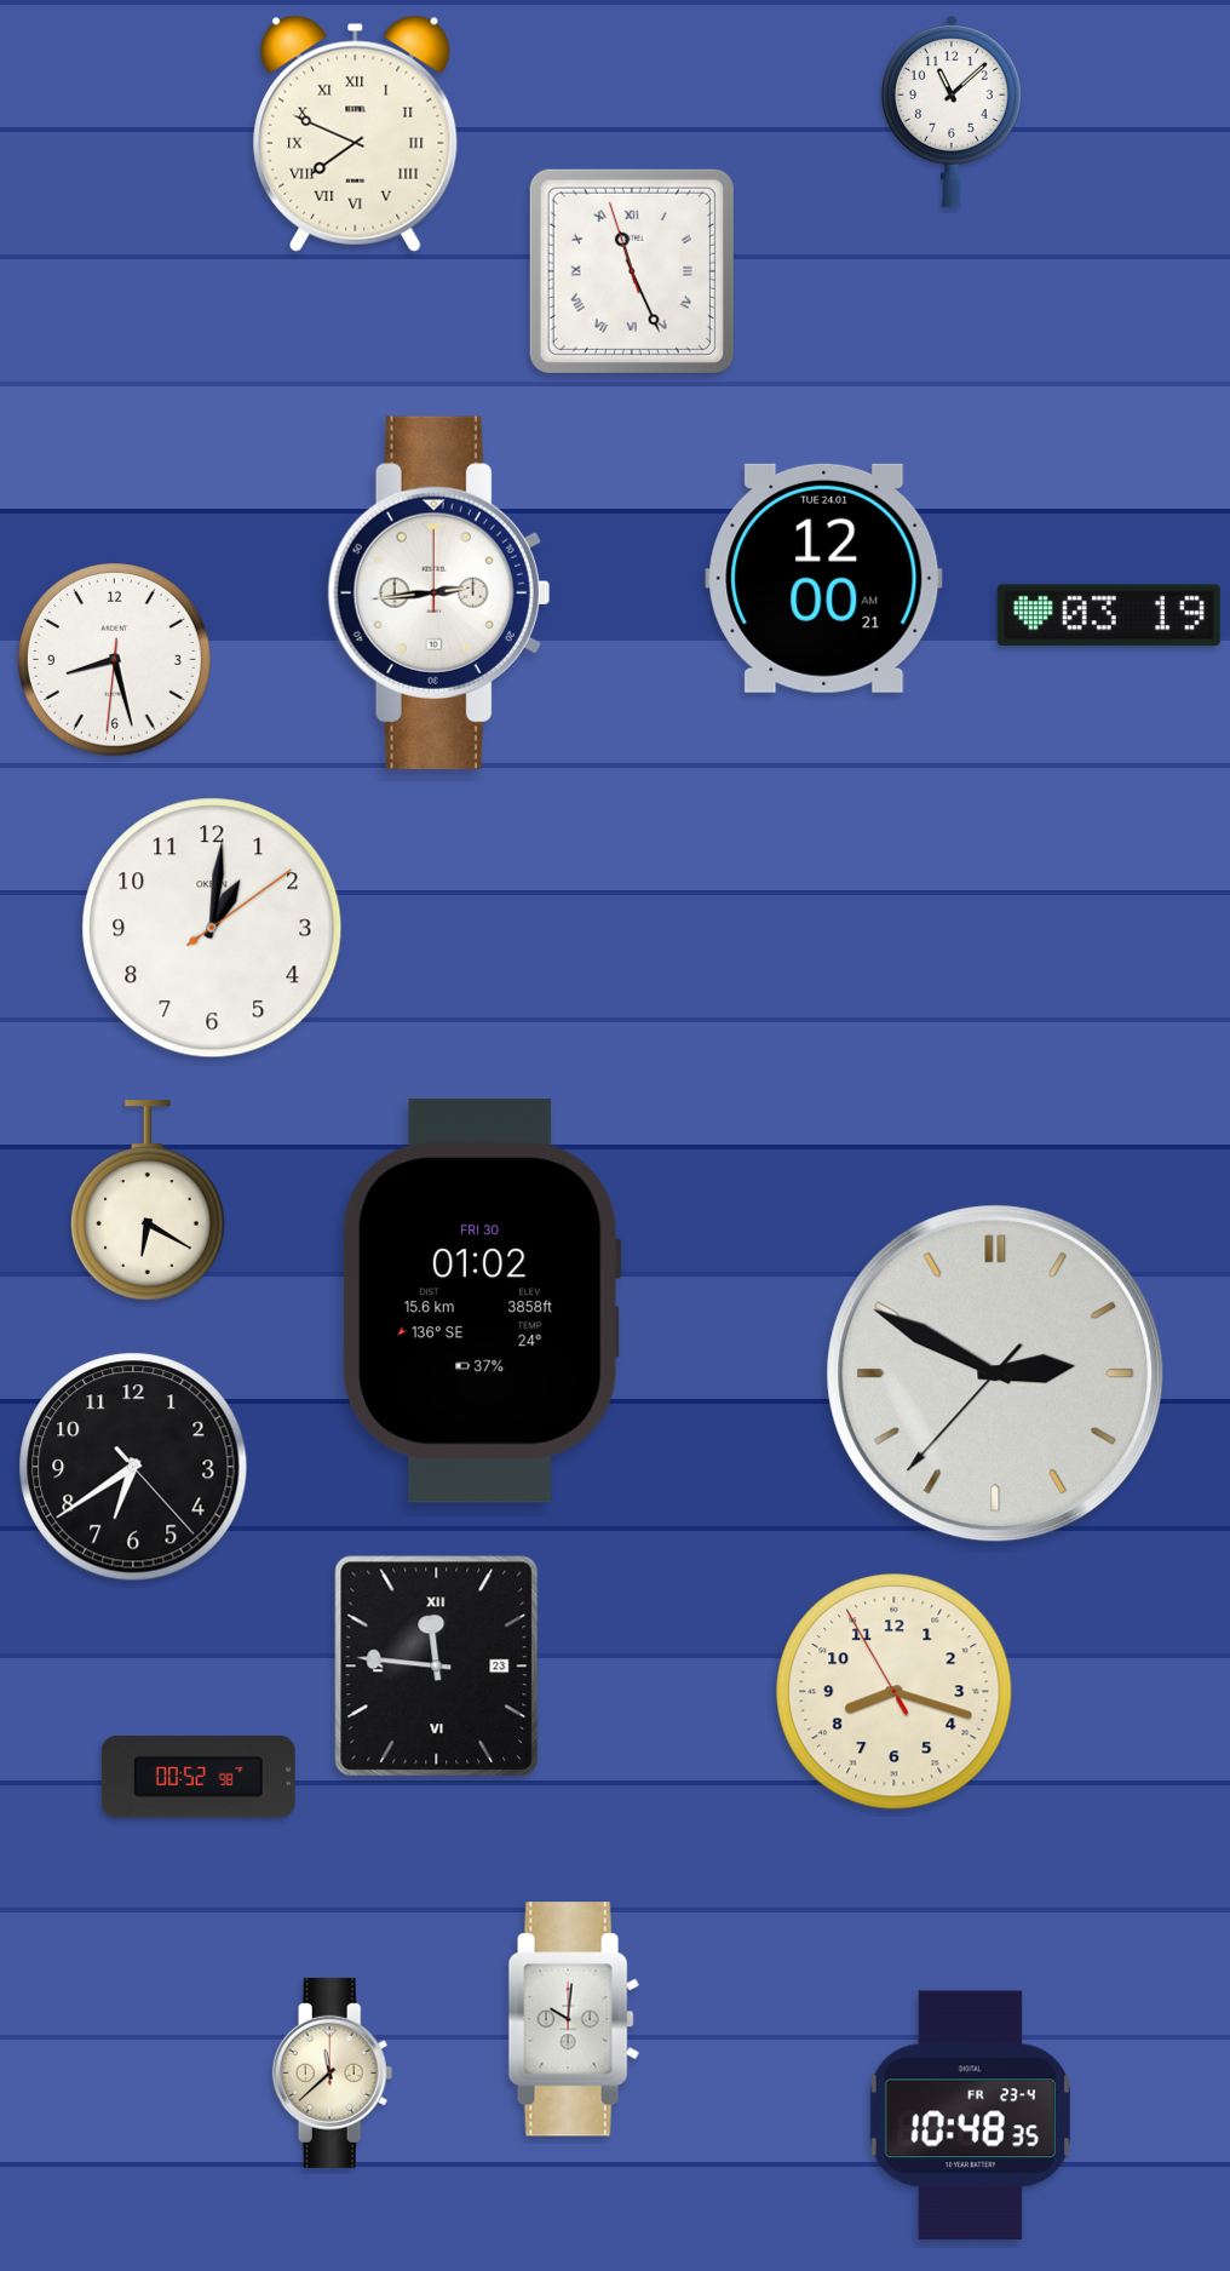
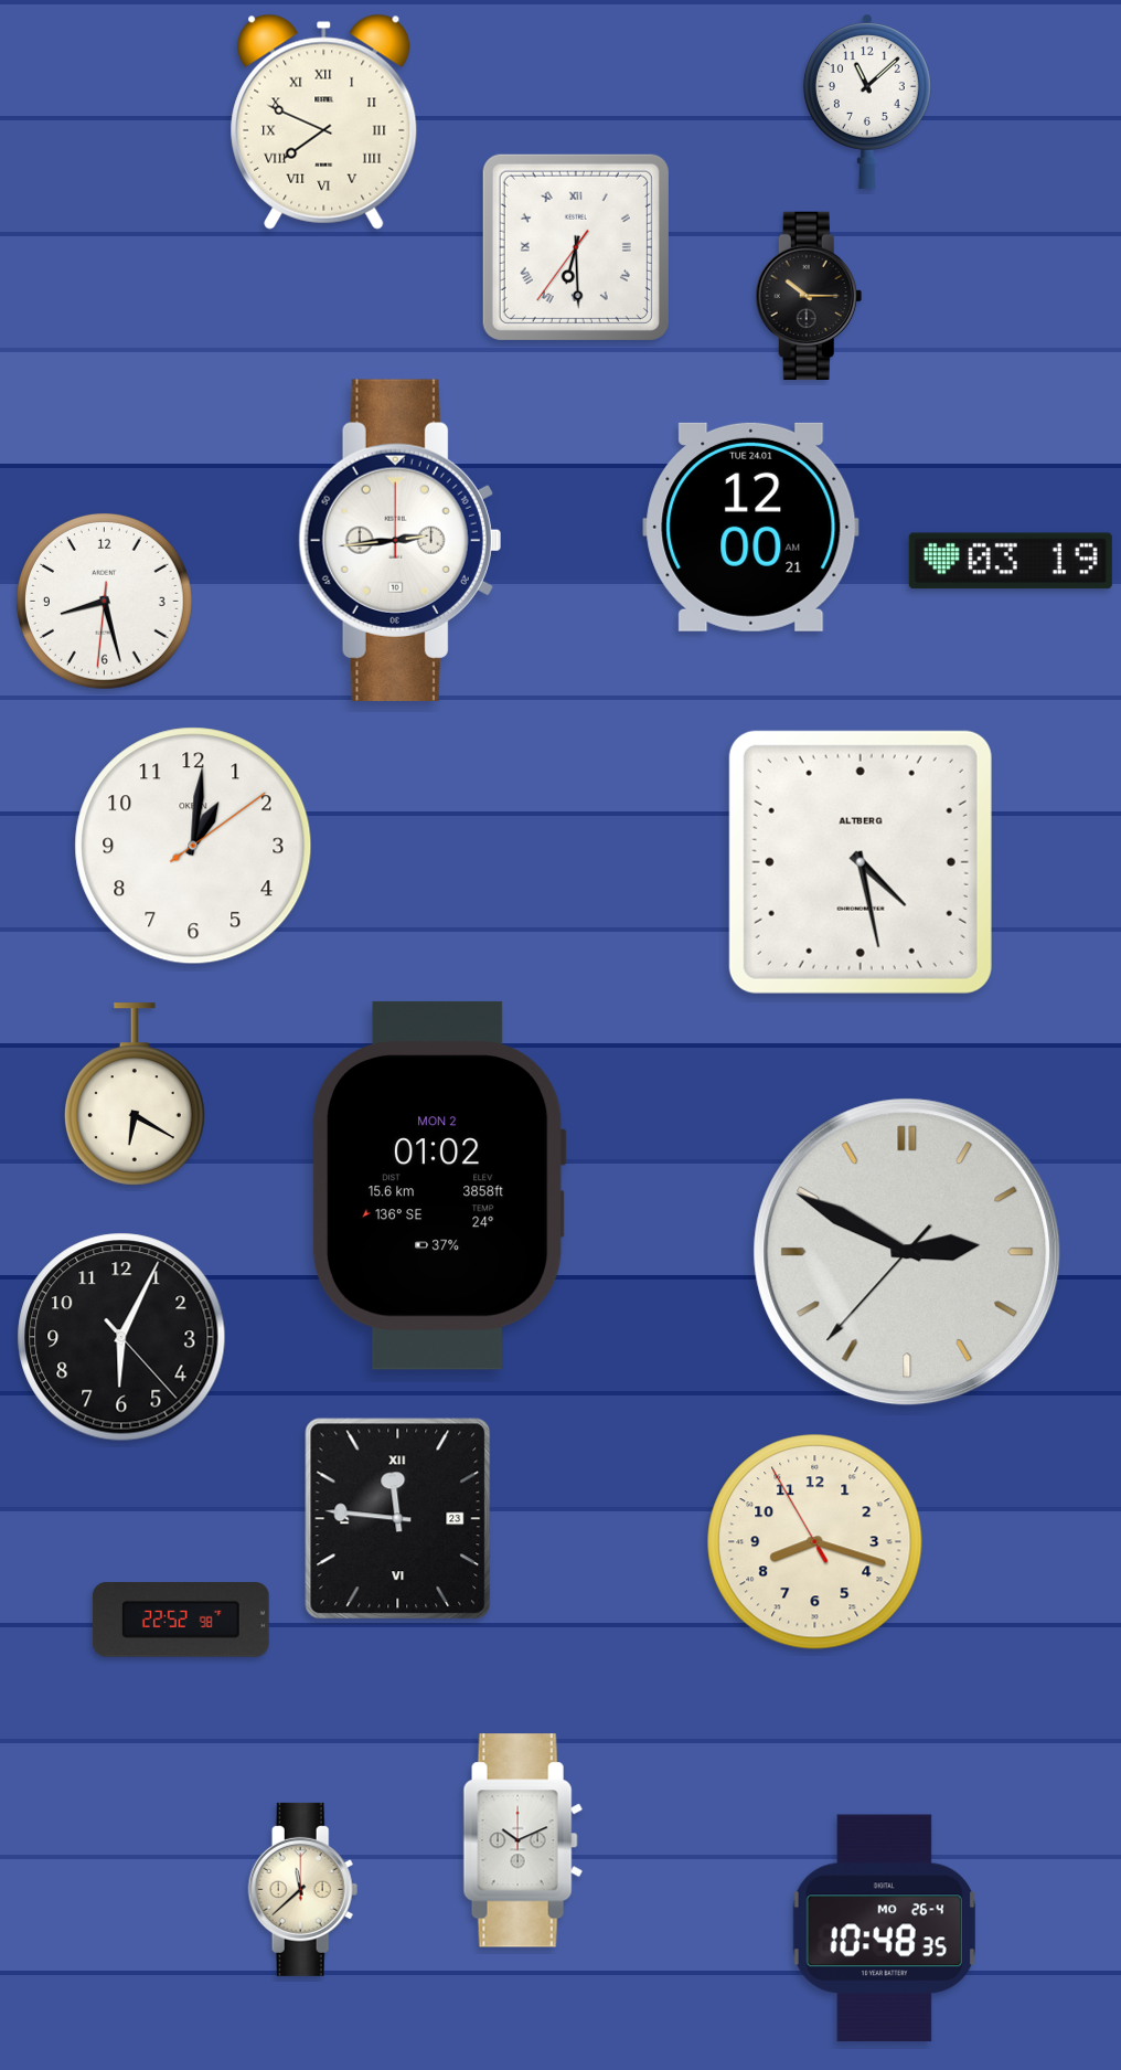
clock at (632, 271): 11:25 -> 6:29
clock at (809, 296): none -> 10:15
clock at (861, 862): none -> 4:28
clock at (482, 1301) date: FRI 30 -> MON 2
clock at (133, 1467): 6:39 -> 6:04
clock at (199, 1778): 00:52 -> 22:52
clock at (574, 2019): 10:01 -> 10:11
clock at (970, 2116) date: FR 23-4 -> MO 26-4
